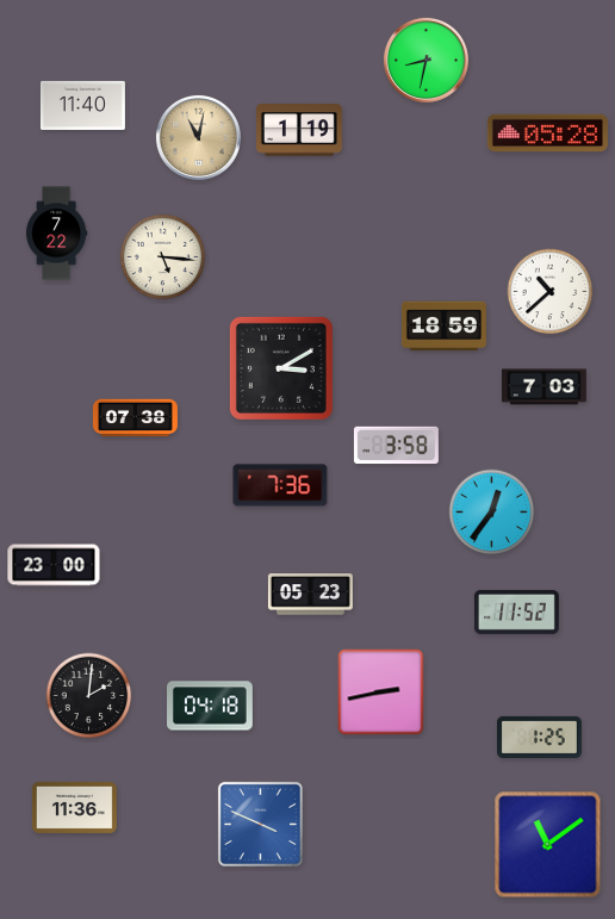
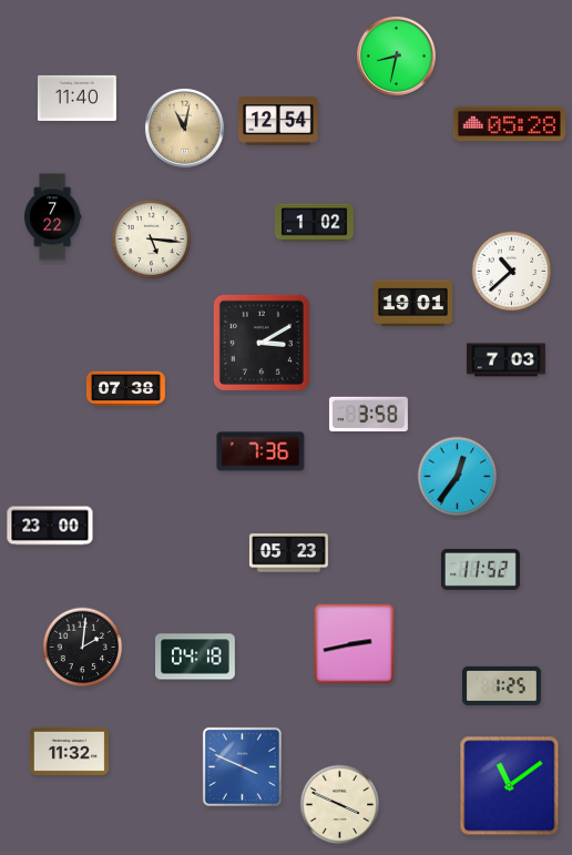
clock at (300, 130): 1:19 -> 12:54
clock at (314, 223): none -> 1:02
clock at (443, 327): 18:59 -> 19:01
clock at (74, 807): 11:36 -> 11:32
clock at (340, 805): none -> 3:49
